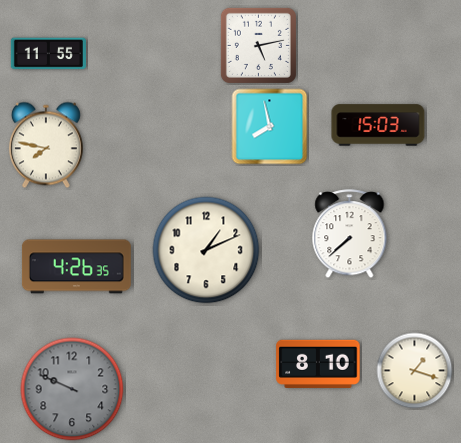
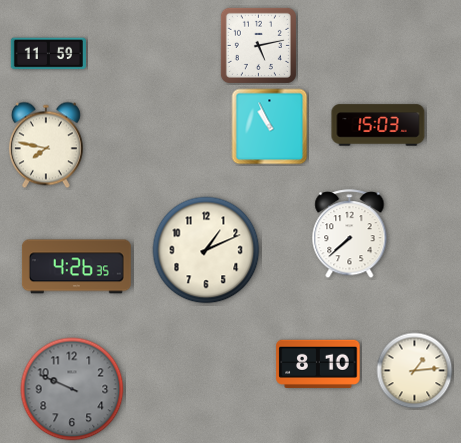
clock at (48, 54): 11:55 -> 11:59
clock at (270, 127): 7:58 -> 10:56
clock at (415, 371): 1:18 -> 1:14
